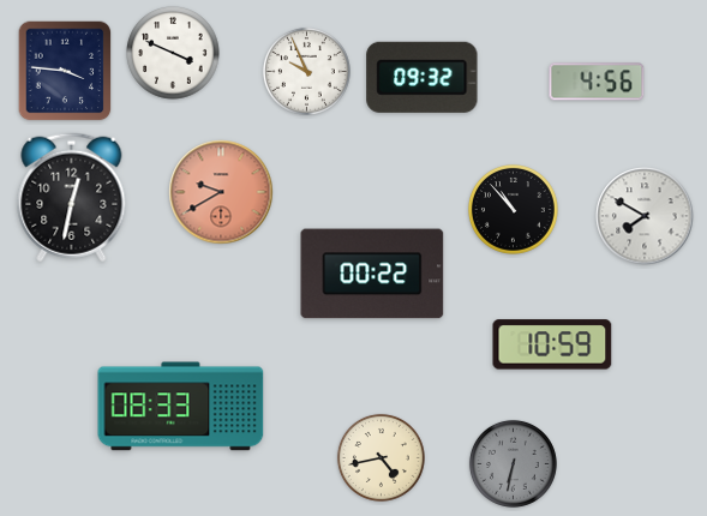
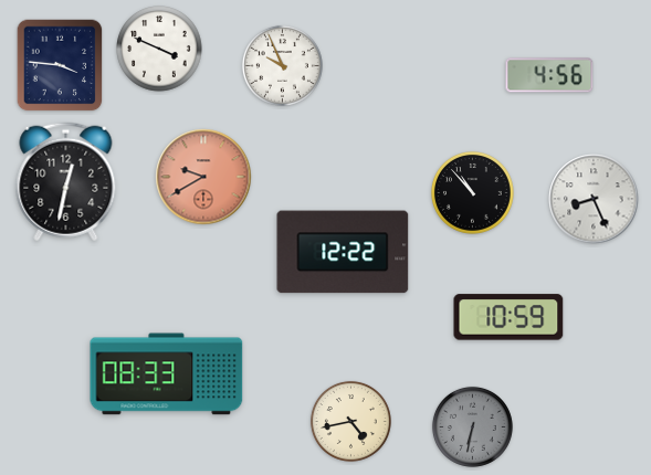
clock at (423, 77): 09:32 -> none
clock at (645, 216): 7:50 -> 8:26
clock at (372, 274): 00:22 -> 12:22
